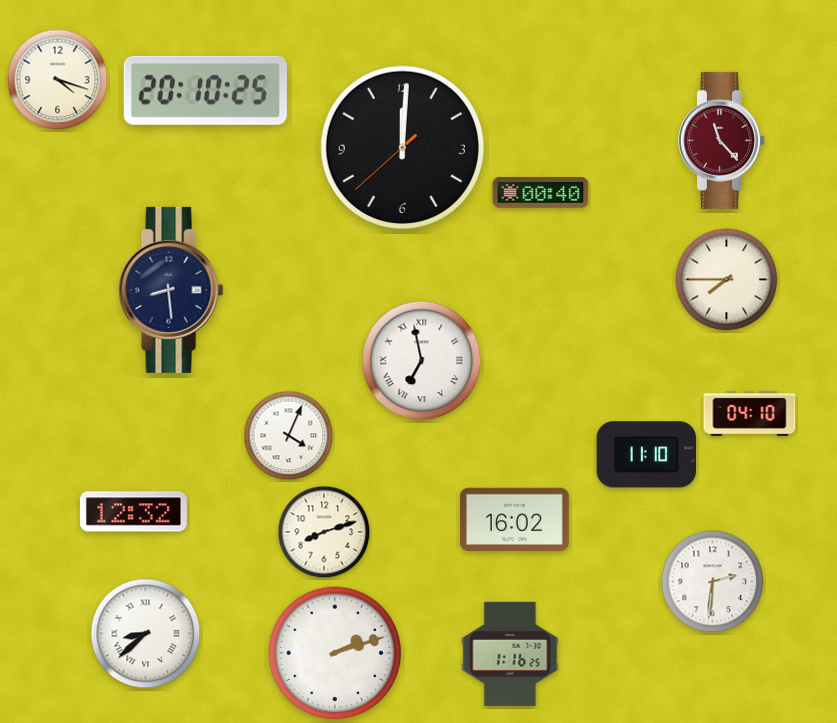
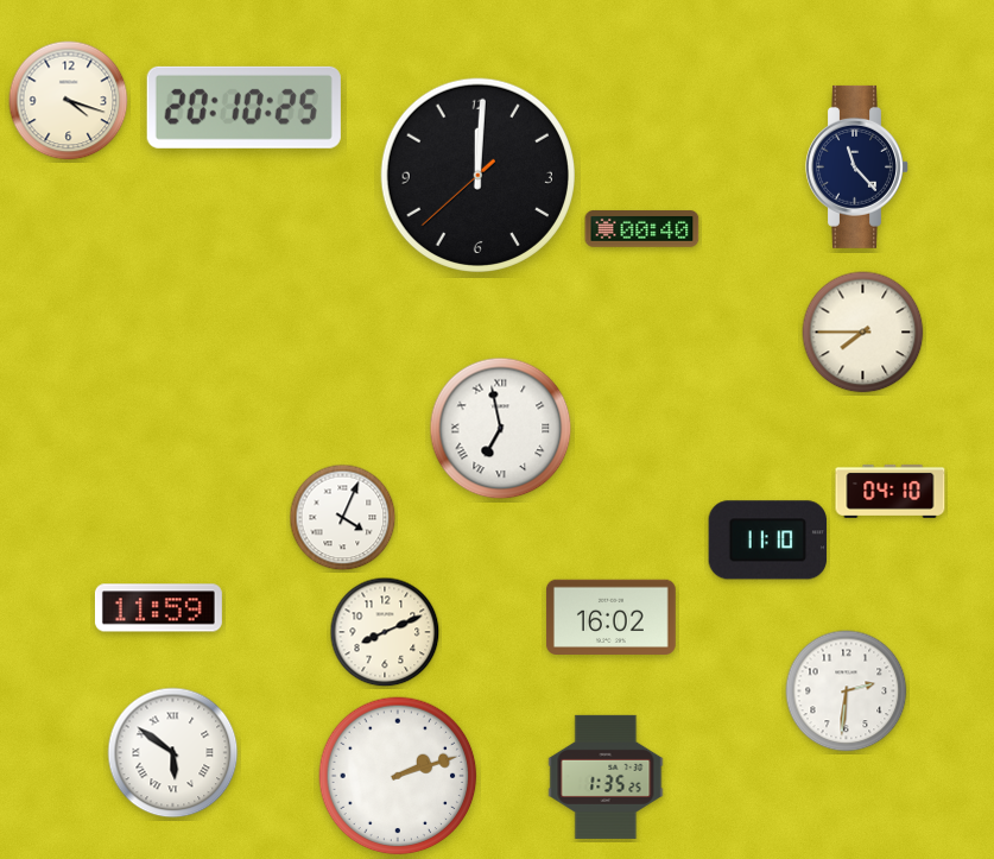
clock at (58, 80) position: (58, 80) -> (69, 101)
clock at (722, 140) dial: burgundy -> navy
clock at (171, 290): 8:29 -> none
clock at (133, 512): 12:32 -> 11:59
clock at (324, 532): 8:12 -> 8:11
clock at (146, 634): 8:38 -> 5:51
clock at (510, 654): 1:16 -> 1:35
